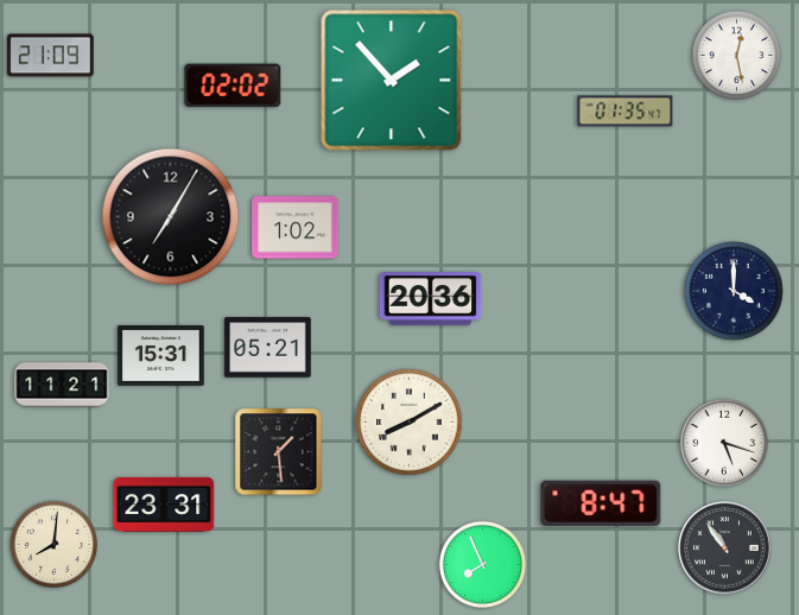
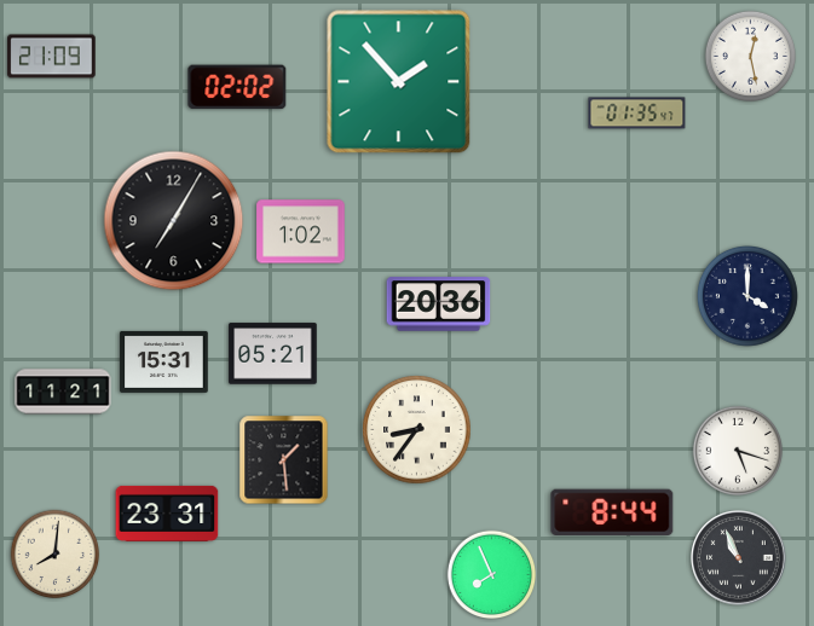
clock at (410, 423): 8:10 -> 8:36
clock at (601, 503): 8:47 -> 8:44
clock at (725, 549): 10:54 -> 10:56
